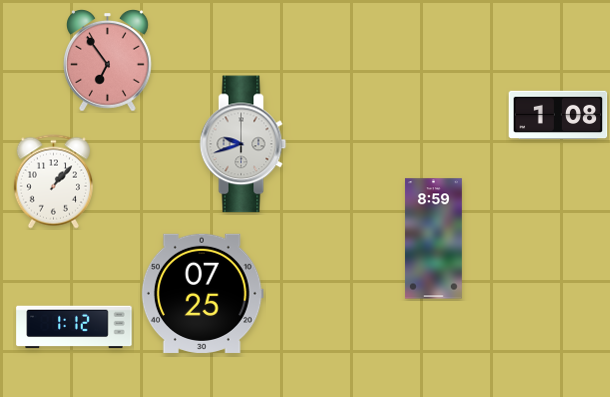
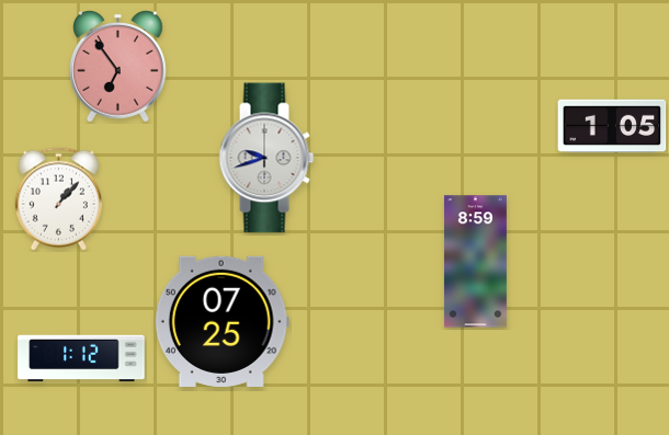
clock at (558, 115): 1:08 -> 1:05
